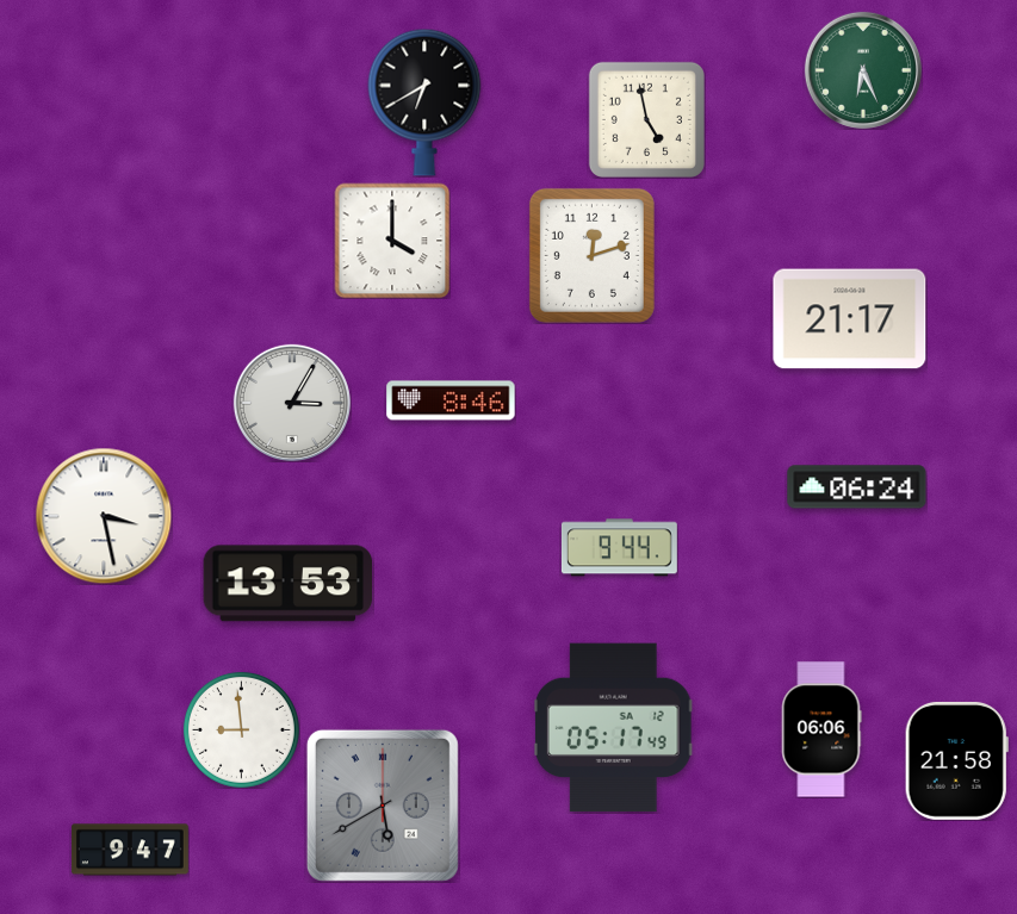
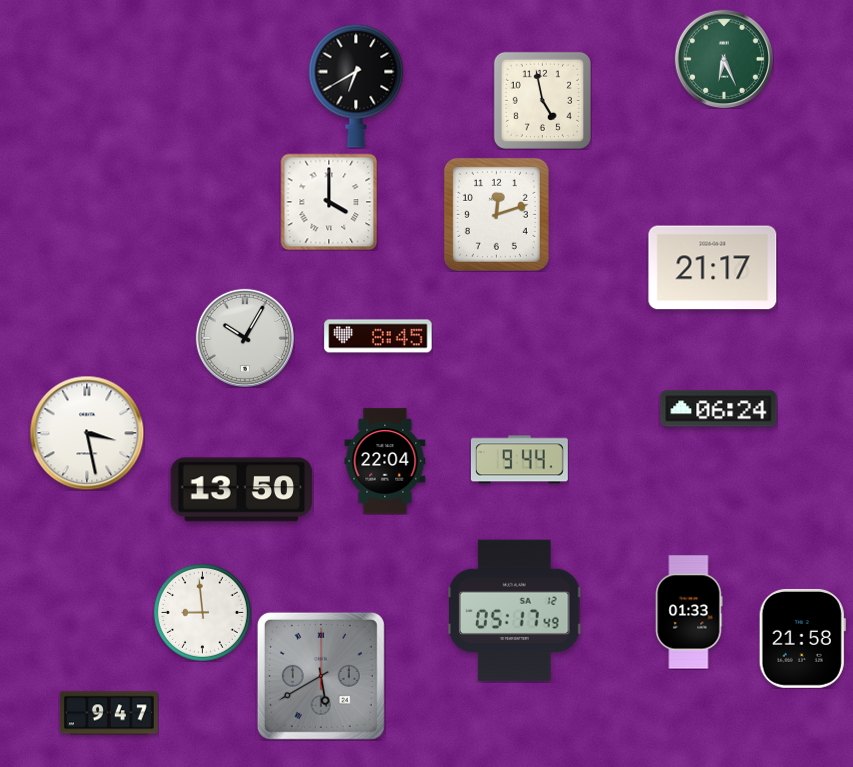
clock at (451, 400): 8:46 -> 8:45
clock at (292, 403): 3:05 -> 10:05
clock at (385, 461): none -> 22:04
clock at (289, 584): 13:53 -> 13:50
clock at (821, 729): 06:06 -> 01:33
